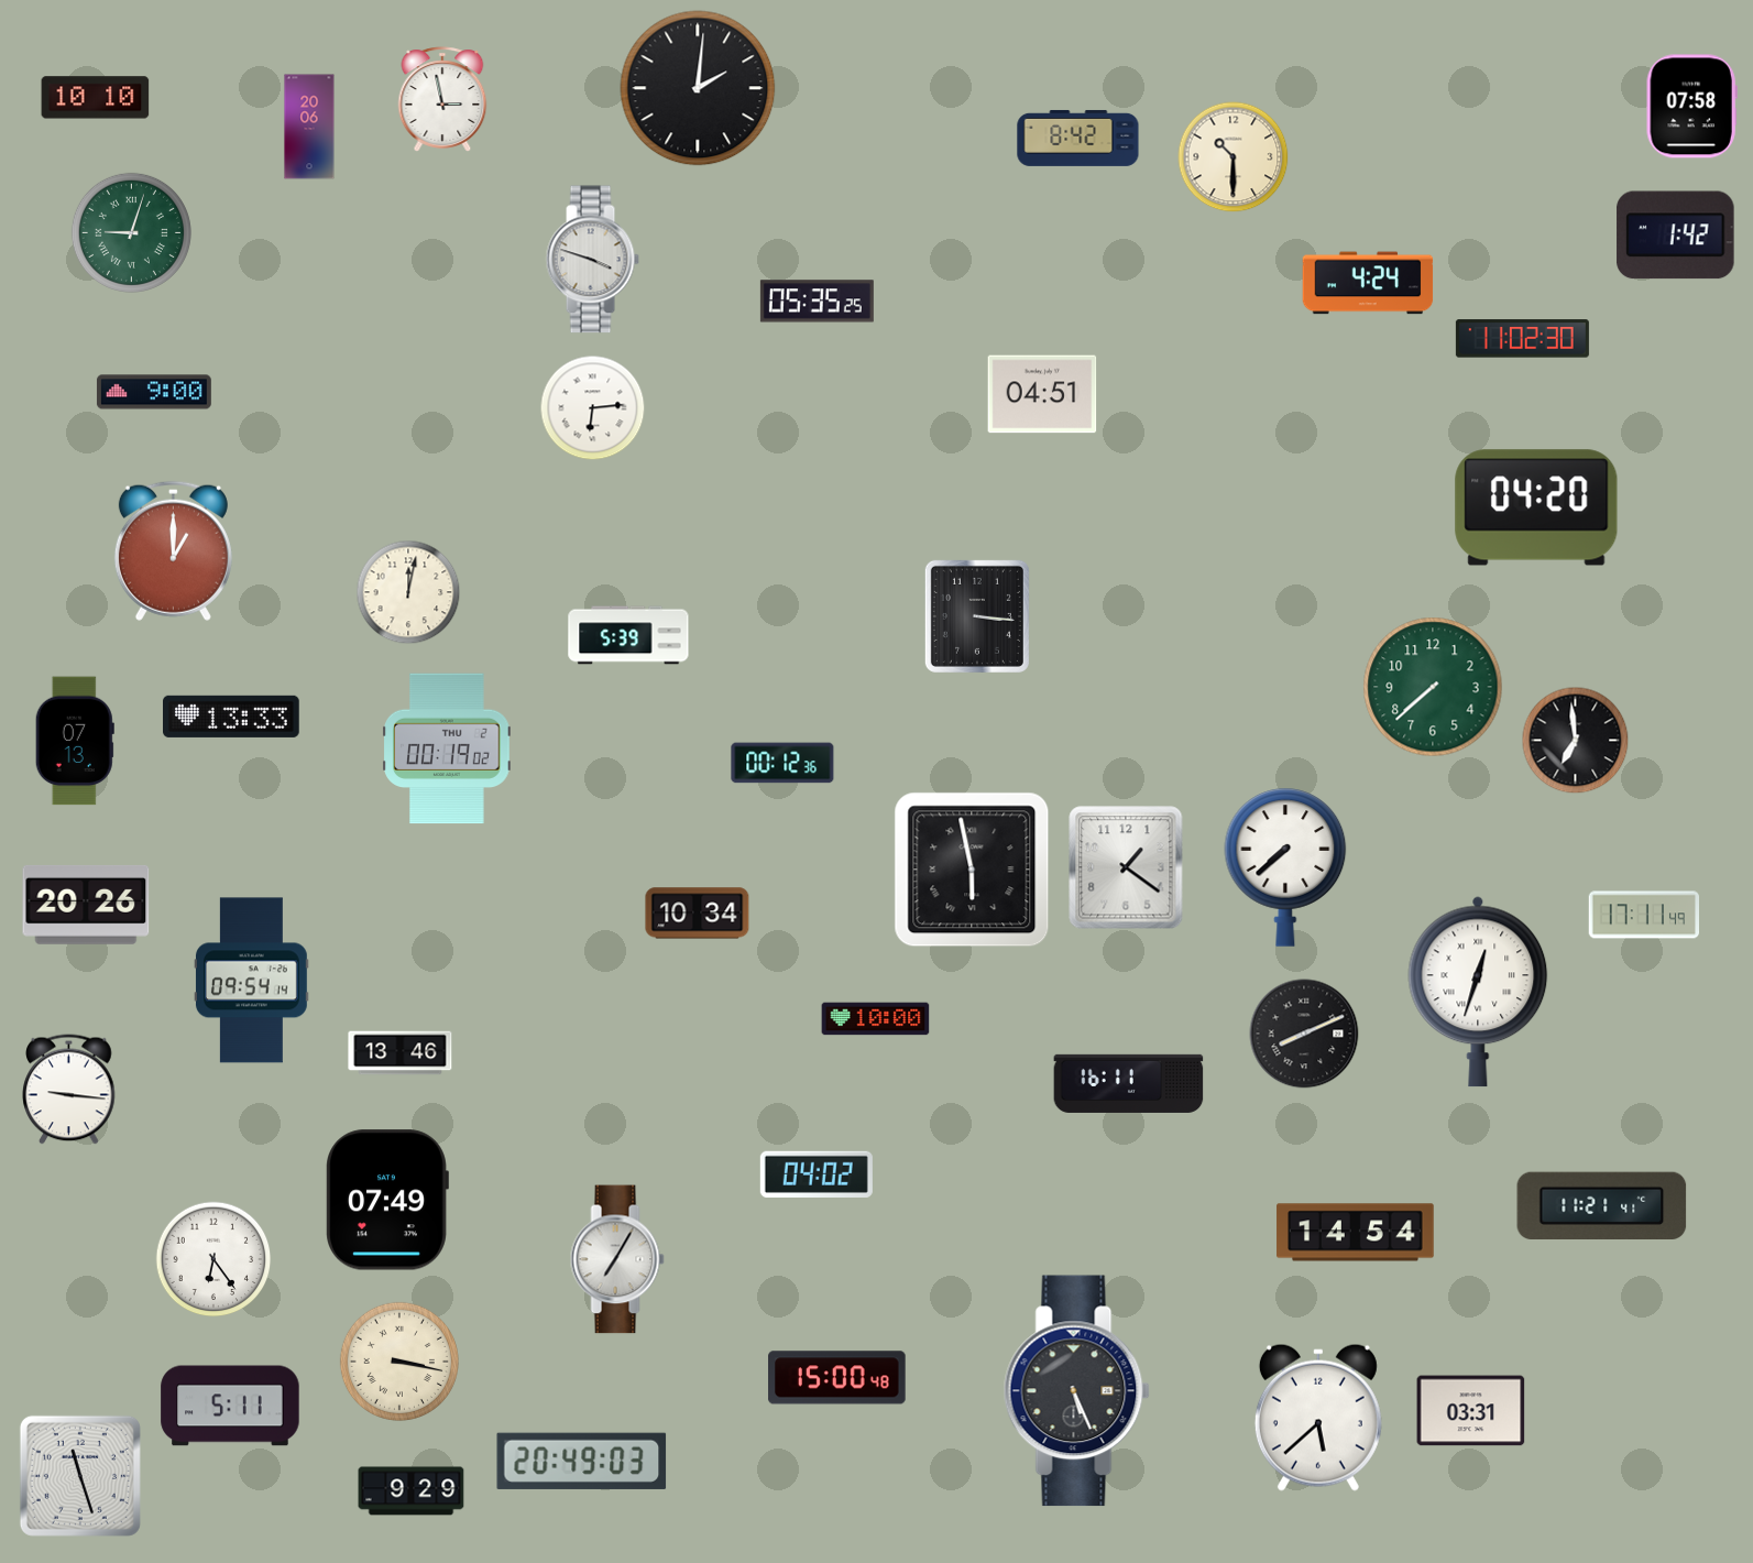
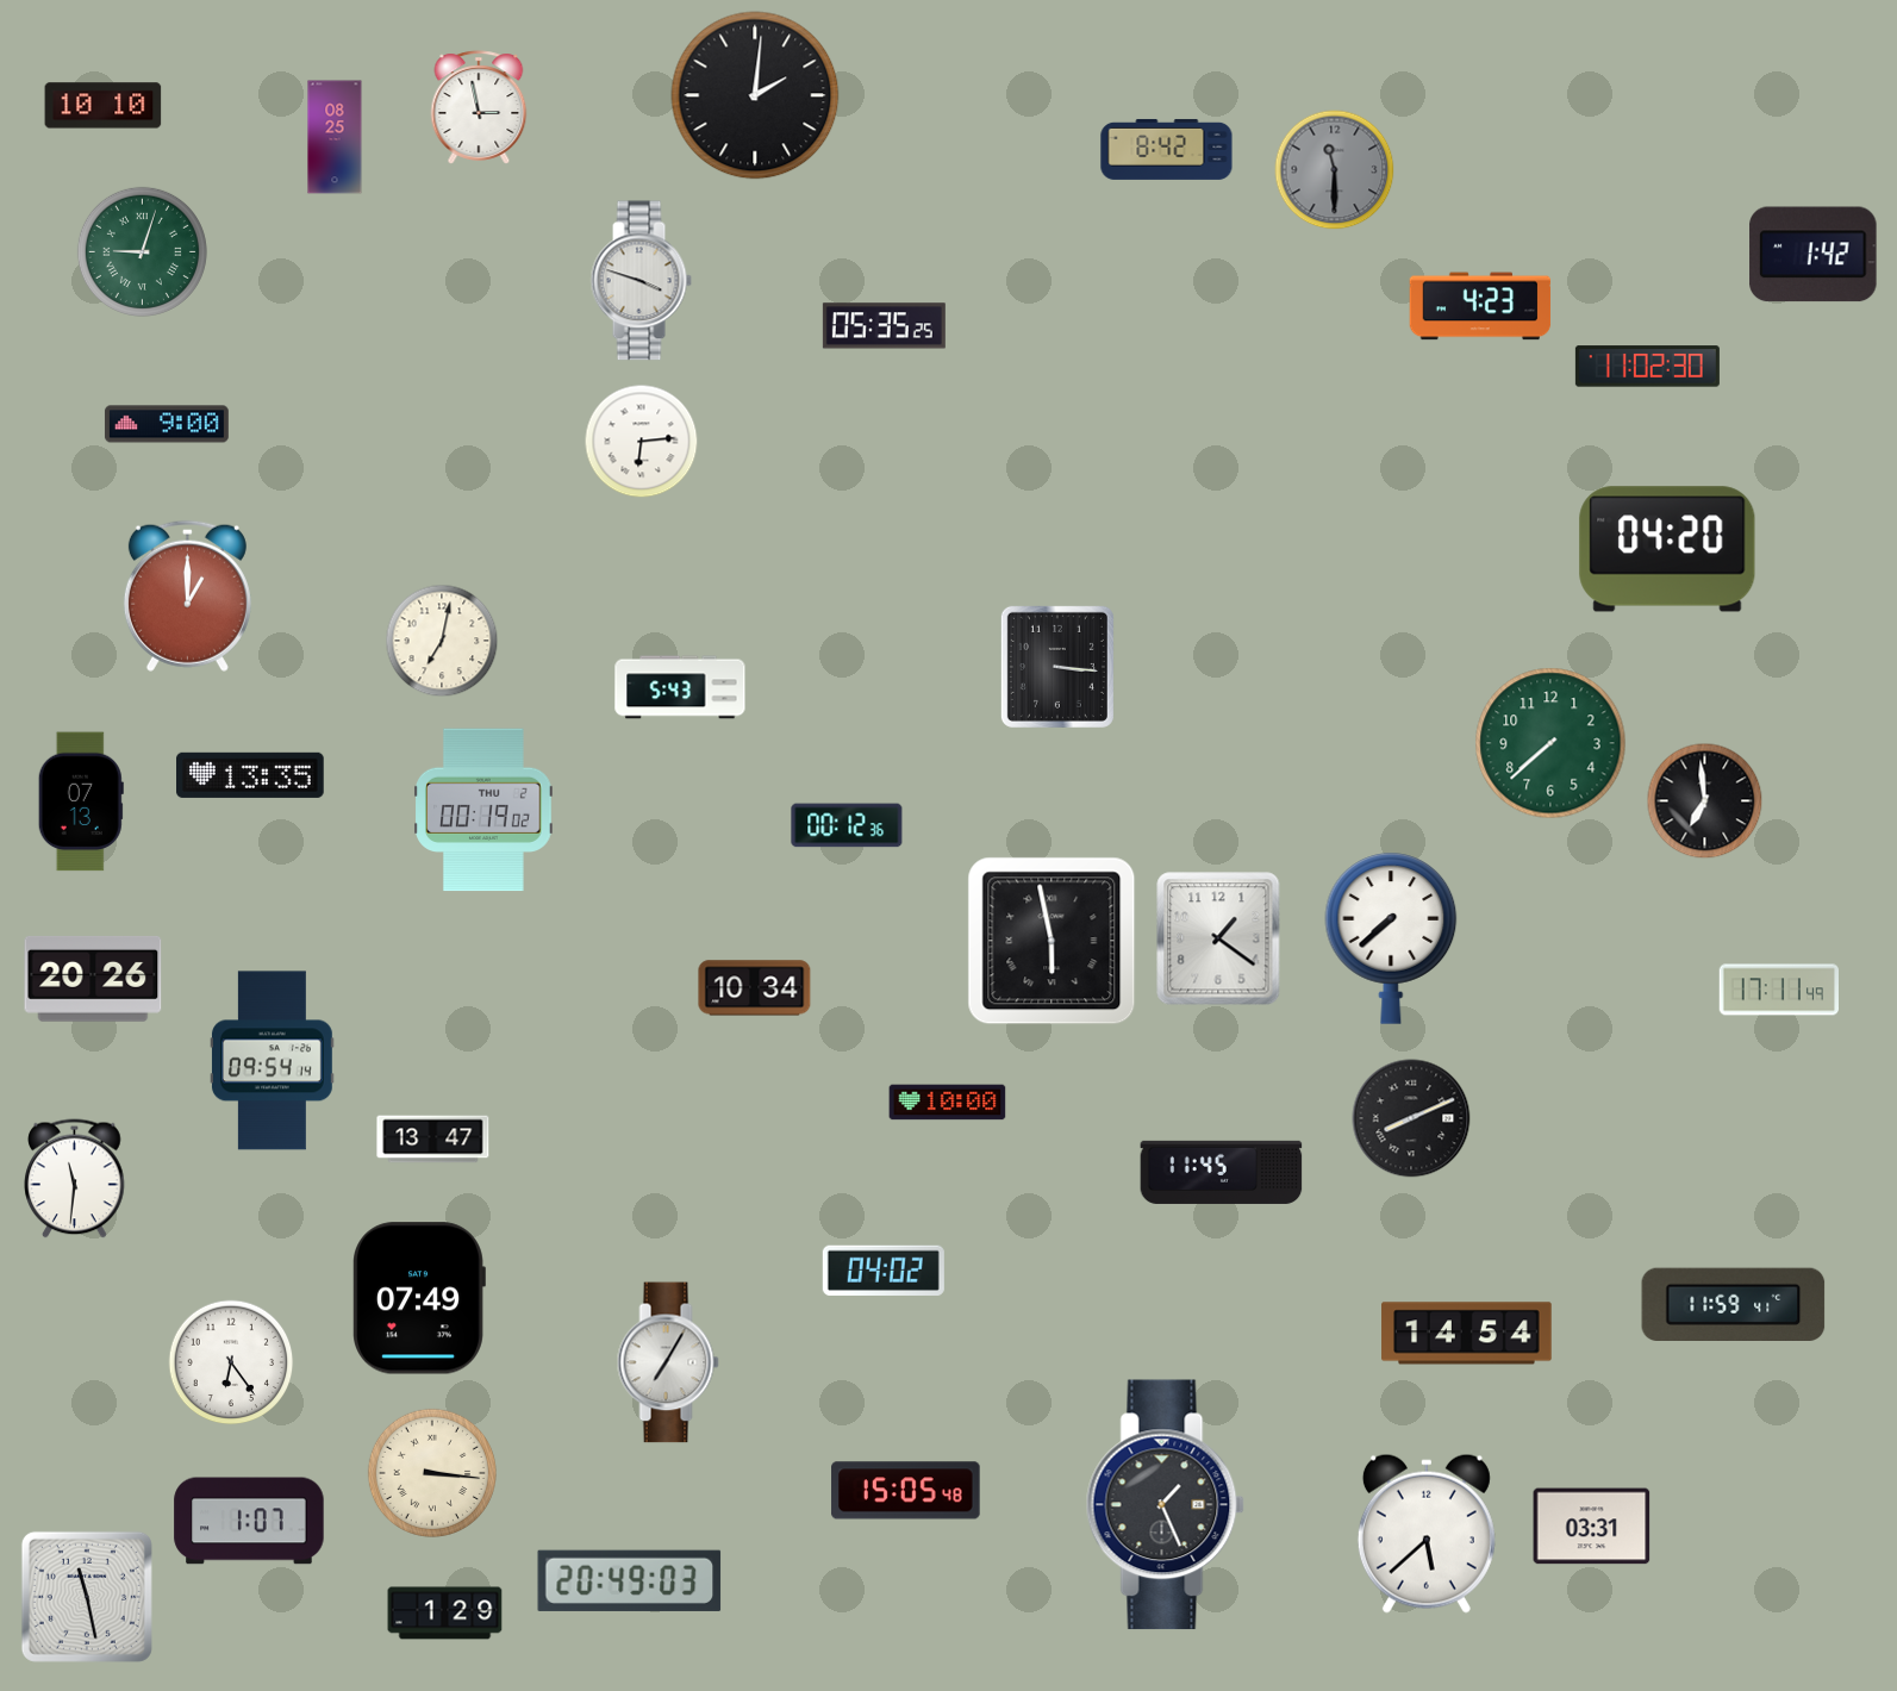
clock at (1691, 107): 07:58 -> none
clock at (309, 127): 20:06 -> 08:25
clock at (1234, 157): 10:30 -> 11:30
clock at (1234, 157) dial: cream -> grey
clock at (1368, 283): 4:24 -> 4:23
clock at (1042, 394): 04:51 -> none
clock at (1536, 507) position: (1536, 507) -> (1667, 549)
clock at (408, 592): 12:02 -> 7:02
clock at (628, 635): 5:39 -> 5:43
clock at (232, 717): 13:33 -> 13:35
clock at (1478, 992): 12:33 -> none
clock at (401, 1053): 13:46 -> 13:47
clock at (1129, 1083): 16:11 -> 11:45
clock at (69, 1090): 9:16 -> 11:31
clock at (1602, 1205): 11:21 -> 11:59
clock at (399, 1362): 3:17 -> 3:16
clock at (837, 1378): 15:00 -> 15:05
clock at (1076, 1391): 5:26 -> 1:26
clock at (230, 1406): 5:11 -> 1:07
clock at (80, 1476): 11:27 -> 11:28
clock at (412, 1491): 9:29 -> 1:29
